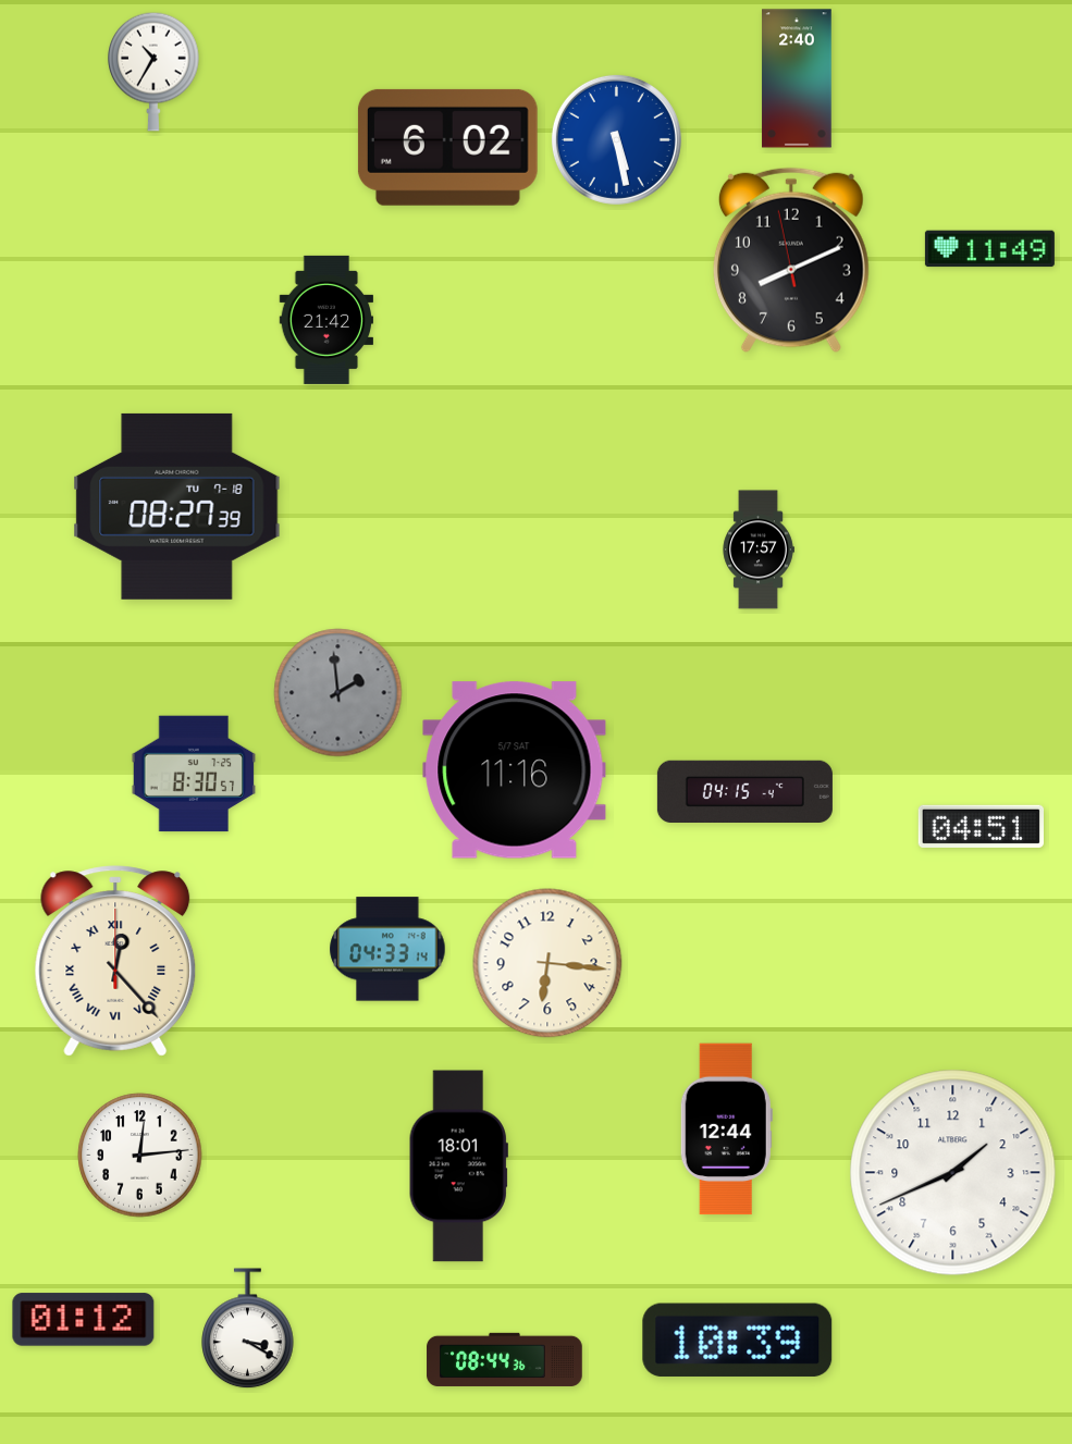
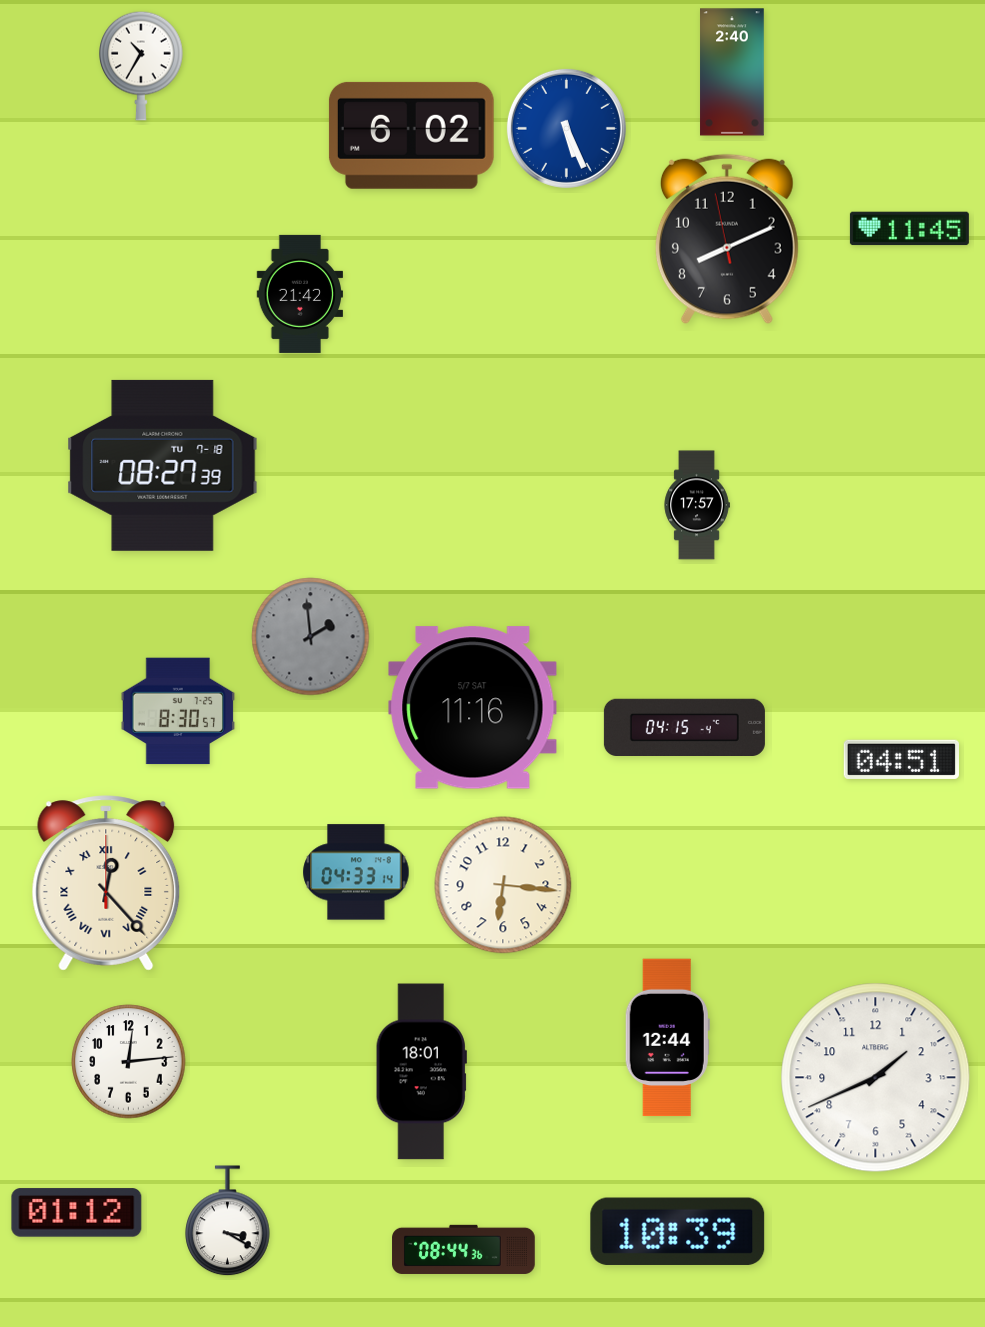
clock at (616, 139): 5:28 -> 5:26
clock at (989, 249): 11:49 -> 11:45
